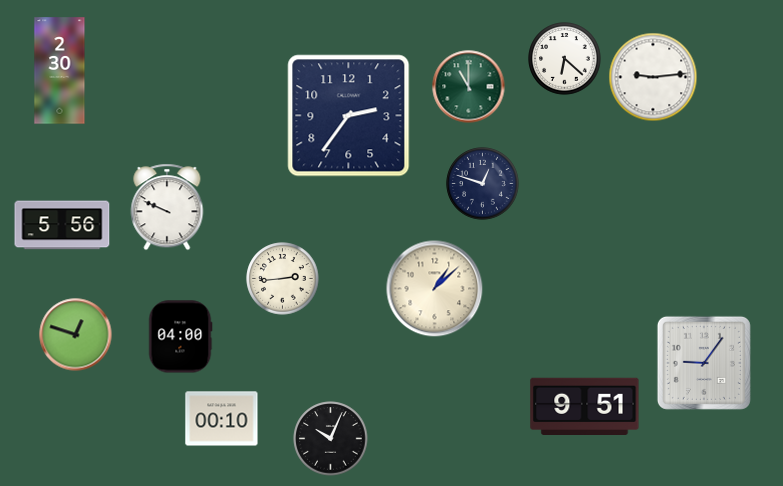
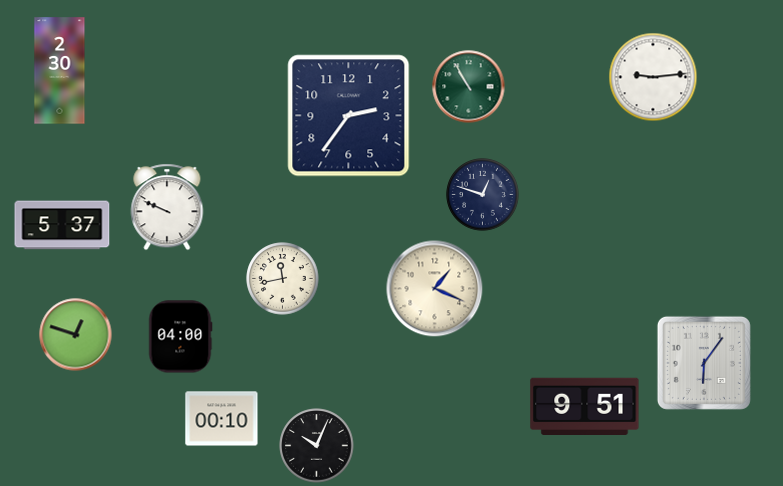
clock at (565, 59): 6:22 -> none
clock at (469, 87): 11:00 -> 10:55
clock at (483, 184) position: (483, 184) -> (483, 195)
clock at (62, 225): 5:56 -> 5:37
clock at (283, 279): 2:44 -> 11:43
clock at (435, 289): 1:08 -> 1:19
clock at (704, 363): 9:06 -> 6:06
clock at (331, 439) position: (331, 439) -> (317, 446)
